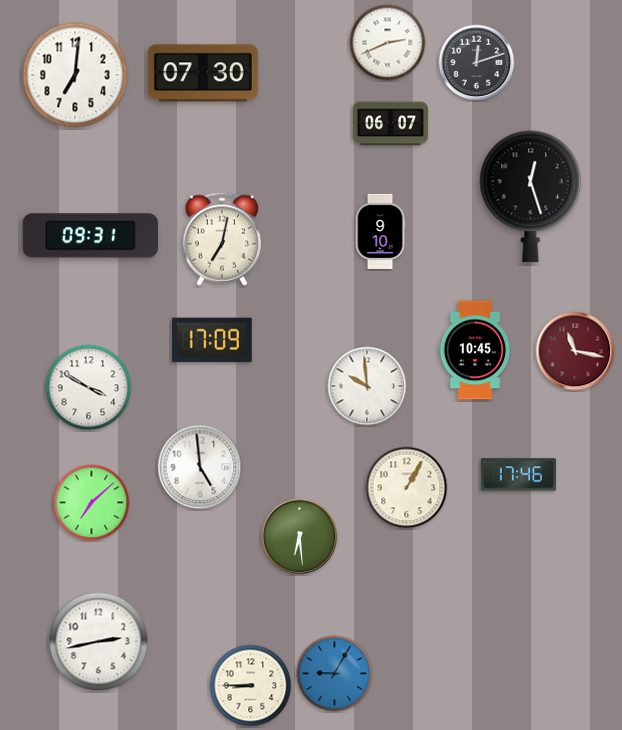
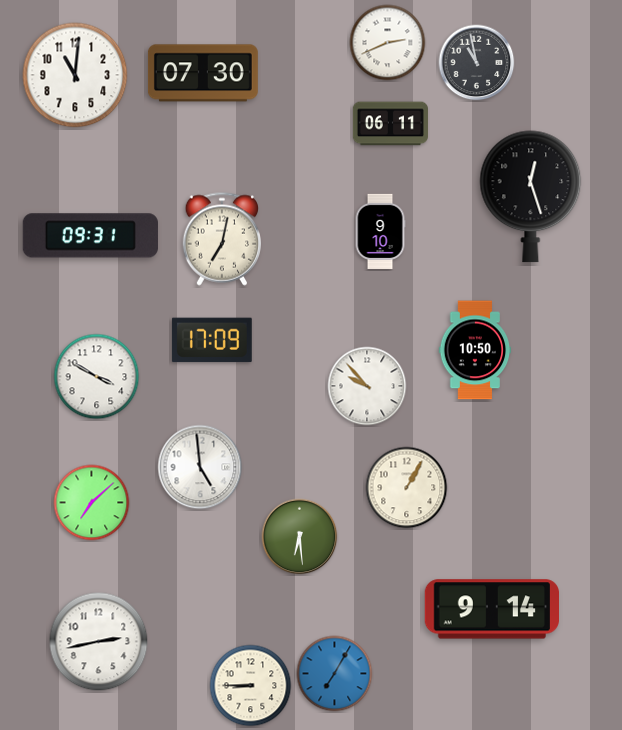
clock at (477, 63): 12:12 -> 10:58
clock at (75, 75): 7:01 -> 11:01
clock at (390, 124): 06:07 -> 06:11
clock at (475, 350): 10:45 -> 10:50
clock at (575, 351): 11:17 -> none
clock at (367, 386): 9:59 -> 9:53
clock at (89, 388) position: (89, 388) -> (97, 377)
clock at (518, 475): 17:46 -> none
clock at (491, 609): none -> 9:14
clock at (335, 674): 9:05 -> 7:05
